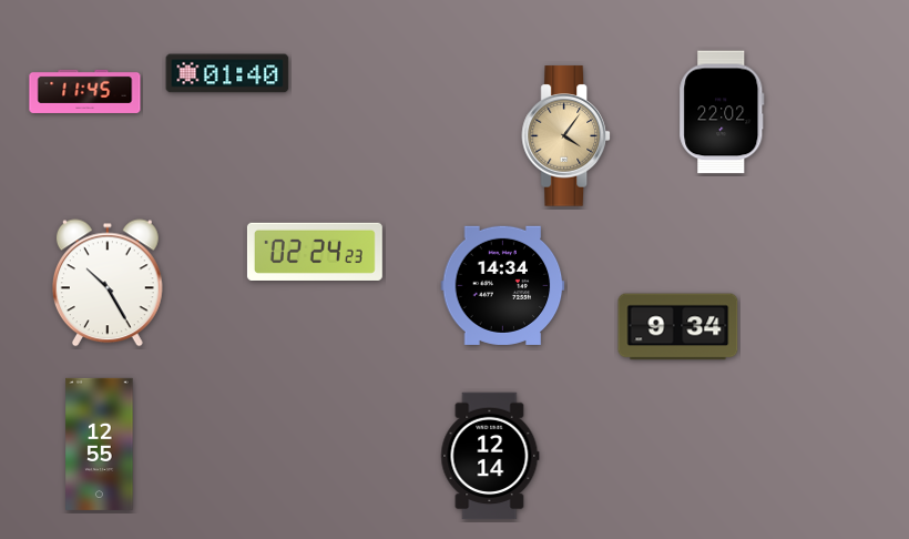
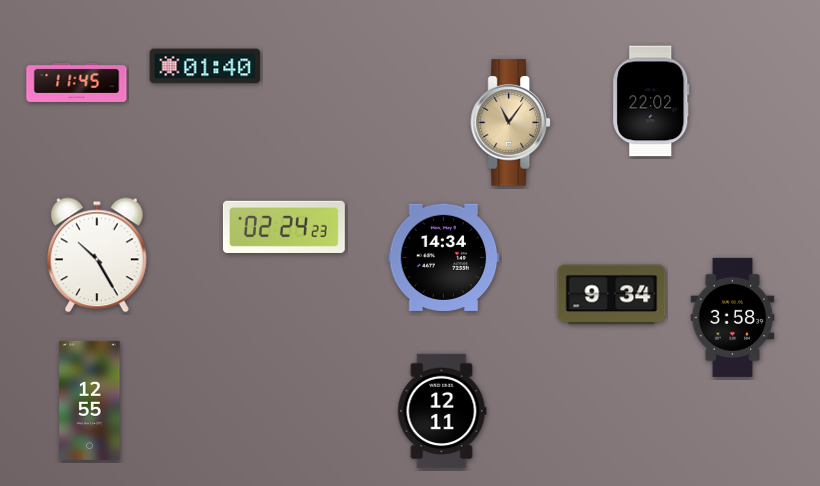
clock at (565, 136): 4:06 -> 11:06
clock at (503, 285) position: (503, 285) -> (444, 257)
clock at (733, 317): none -> 3:58
clock at (490, 456): 12:14 -> 12:11
